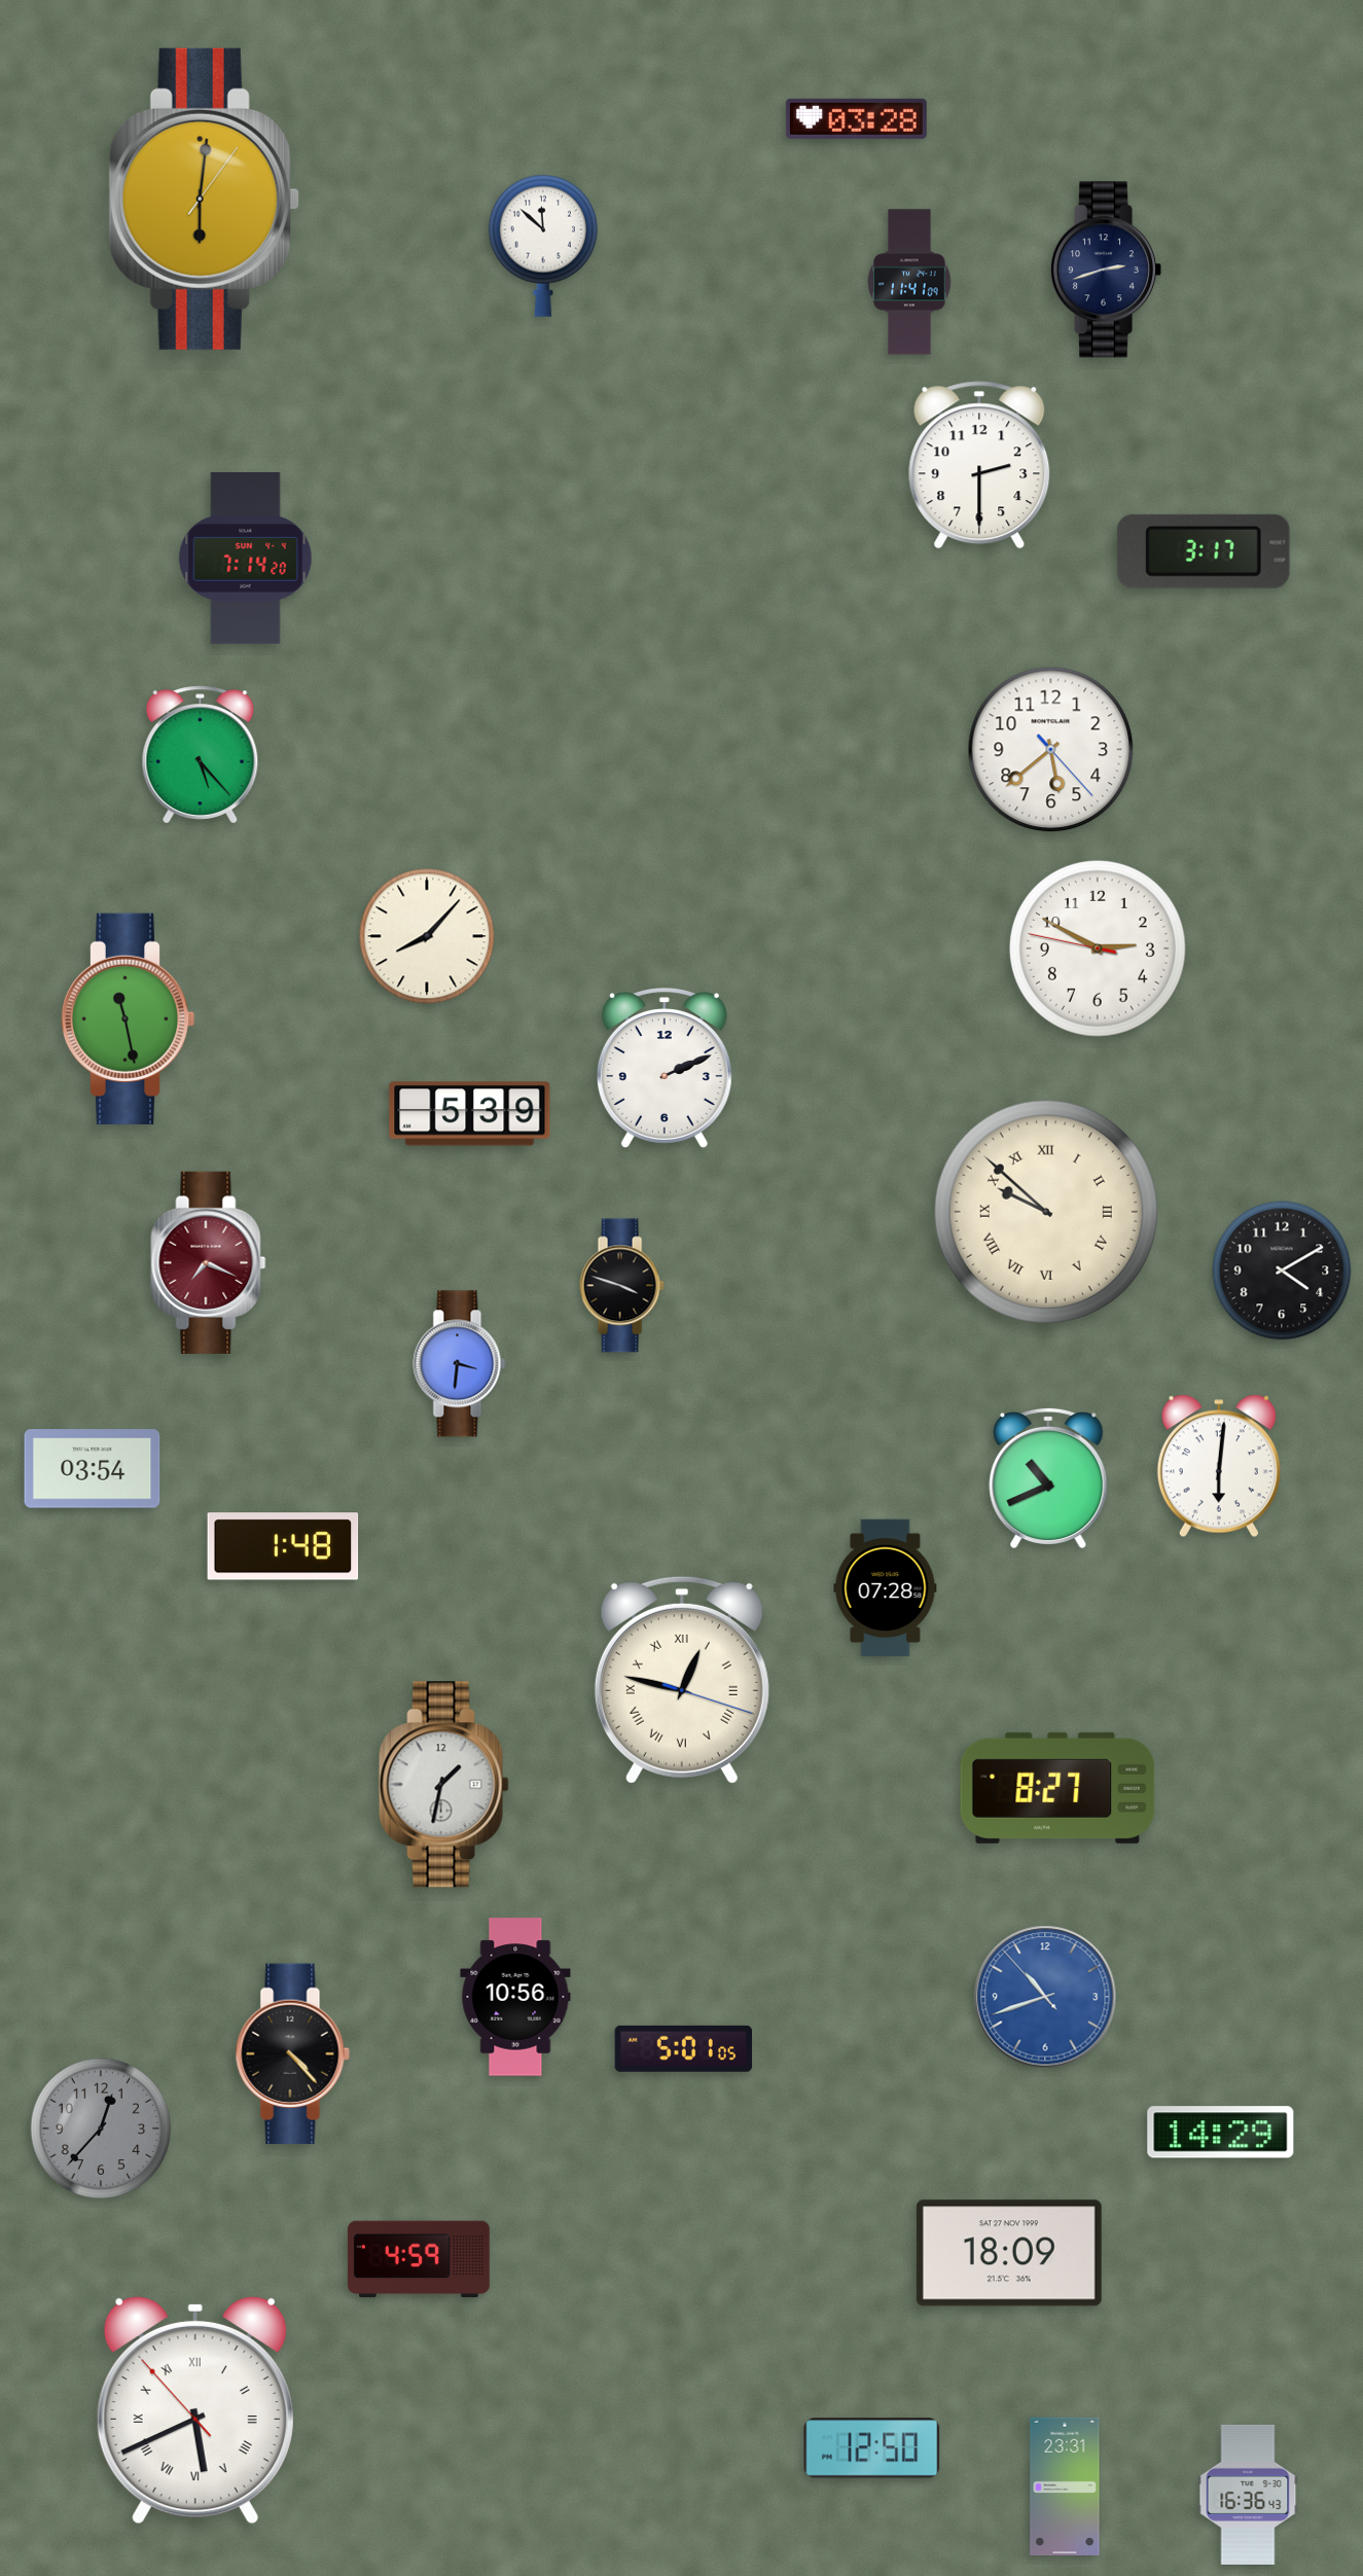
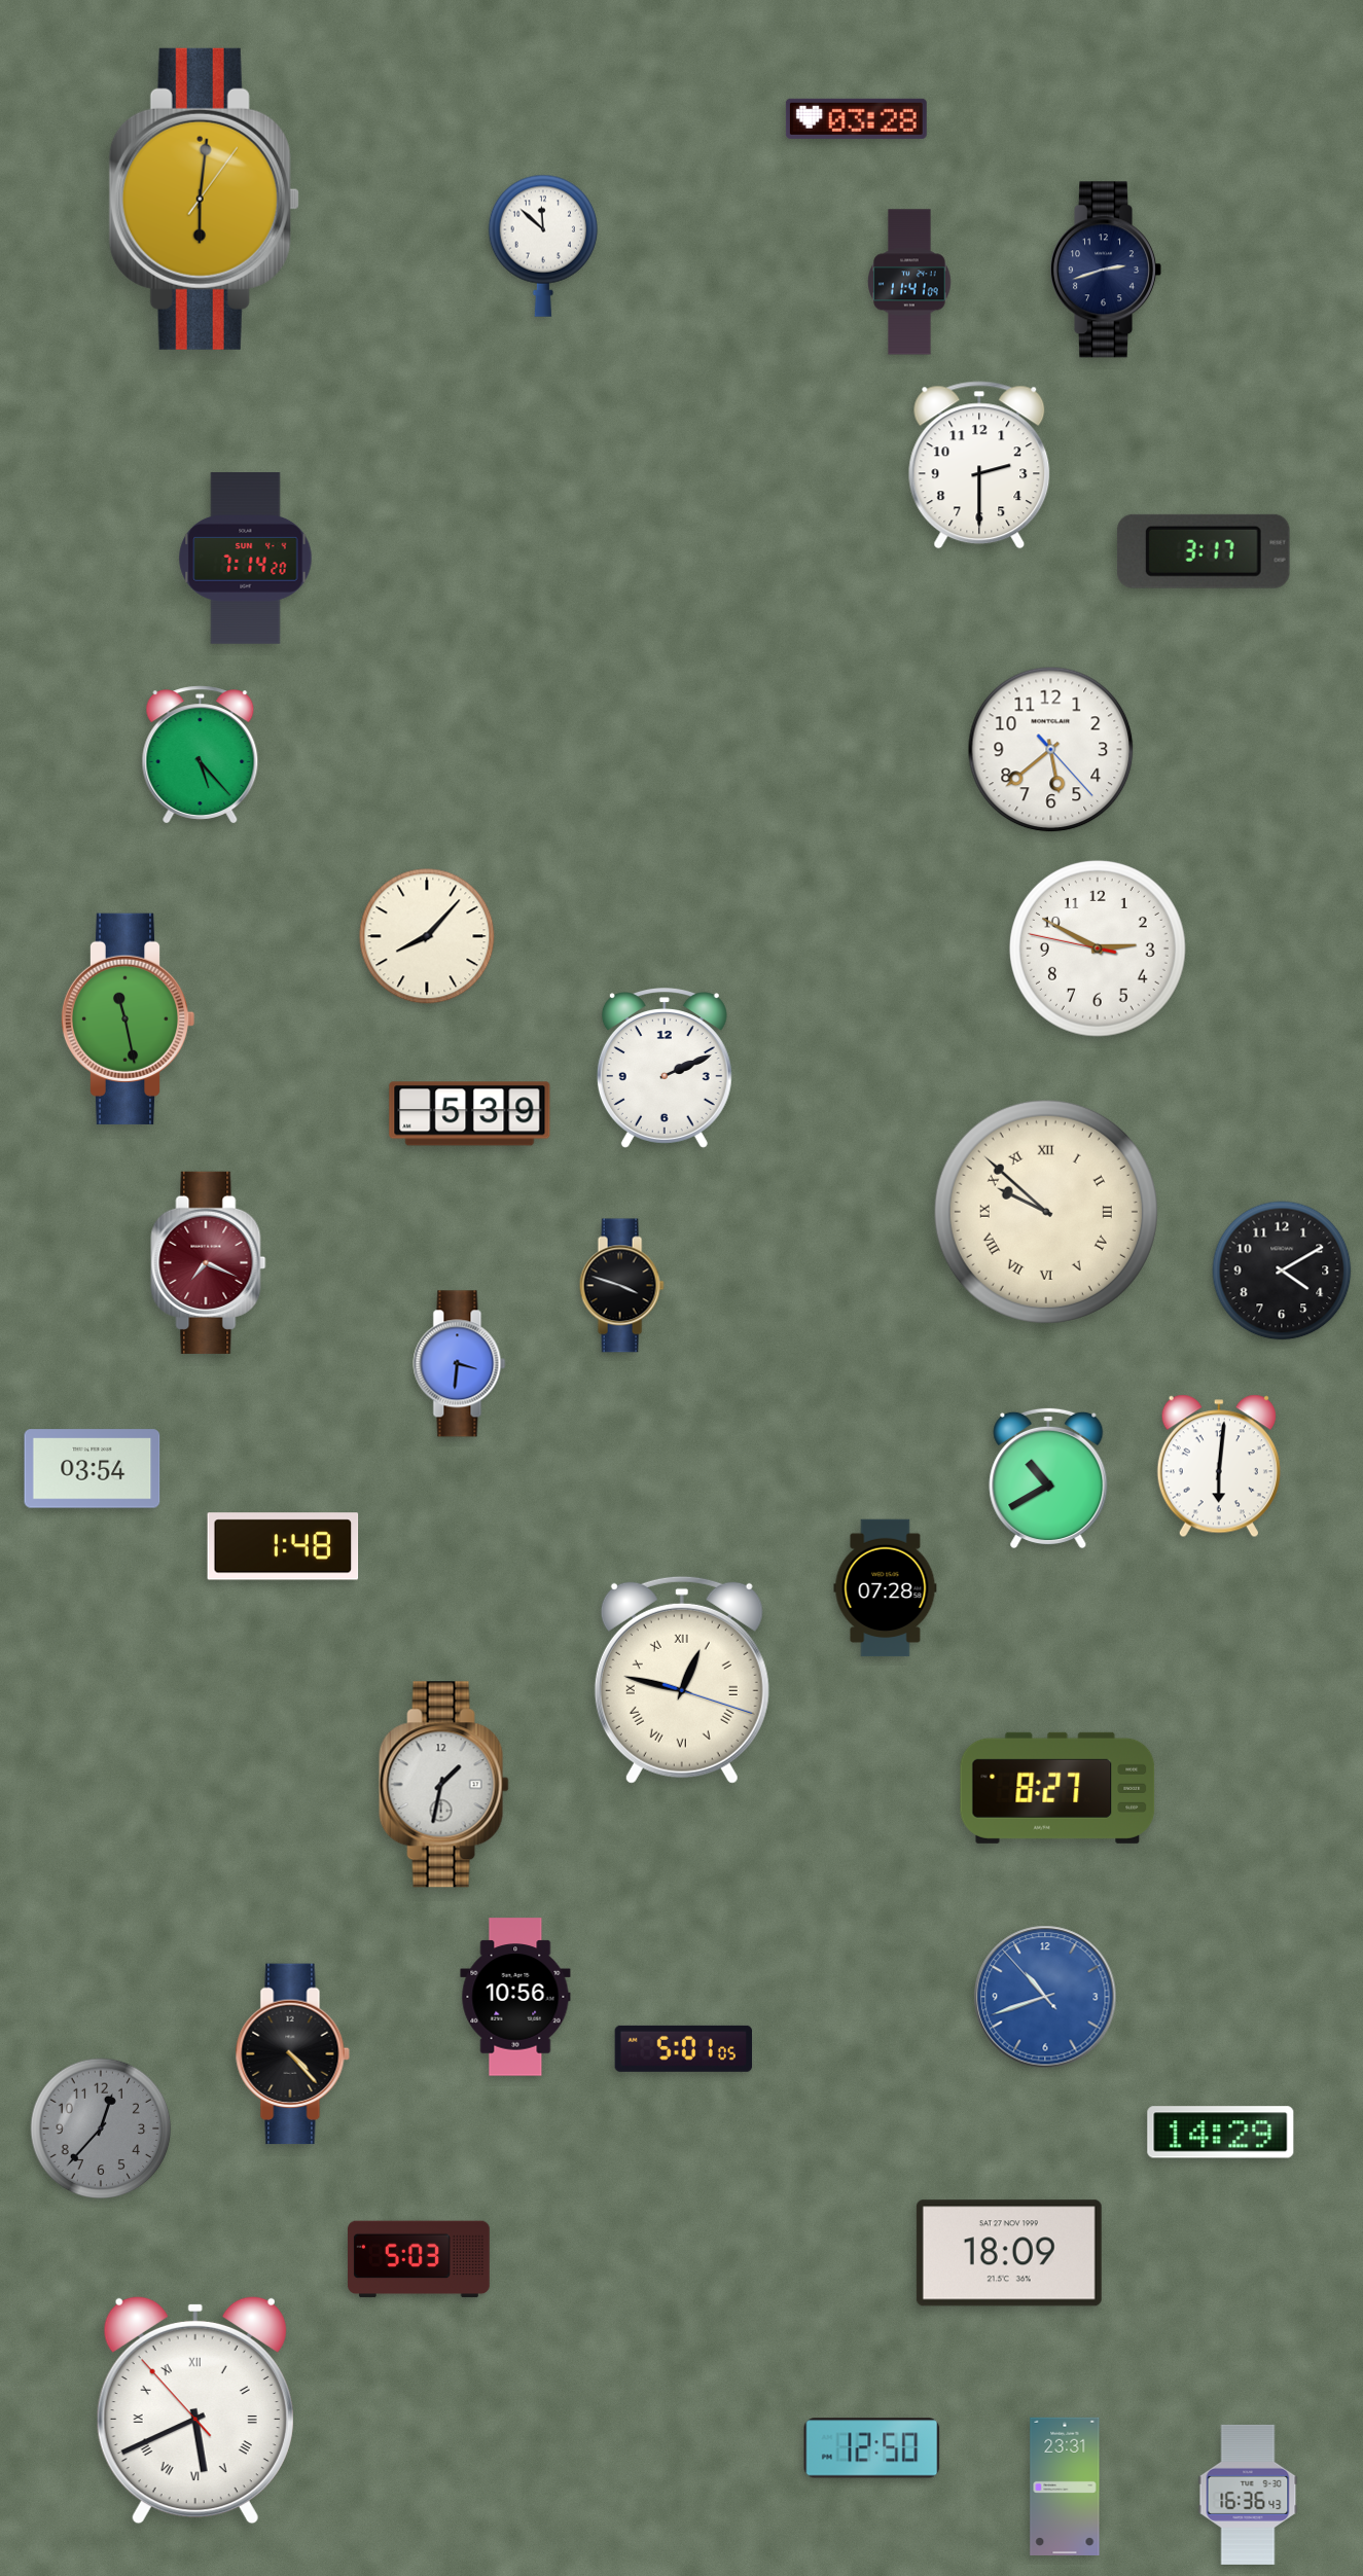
clock at (1048, 1478): 10:41 -> 10:40
clock at (419, 2259): 4:59 -> 5:03
